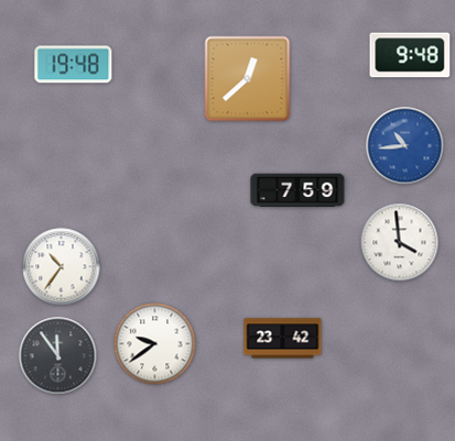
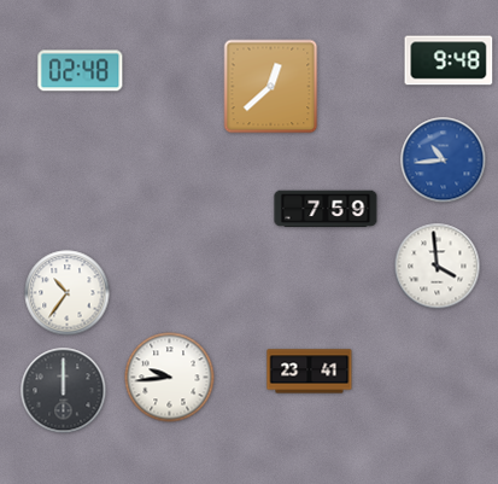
clock at (74, 65): 19:48 -> 02:48
clock at (283, 339): 23:42 -> 23:41
clock at (155, 344): 9:39 -> 9:44
clock at (58, 356): 11:54 -> 12:00
